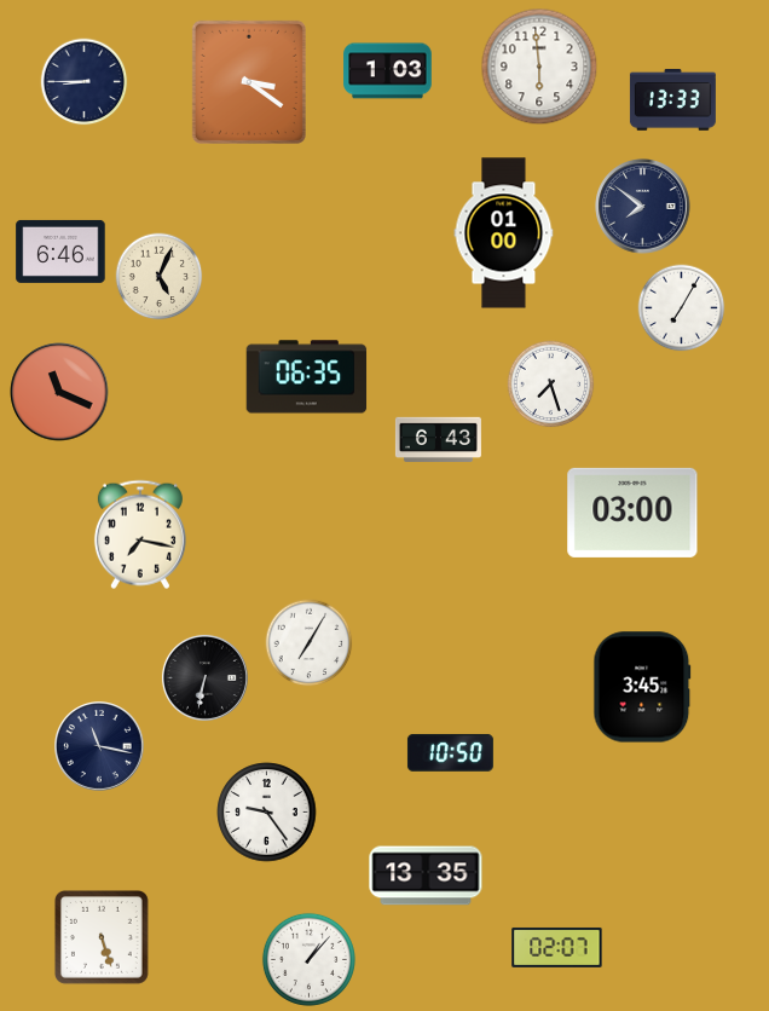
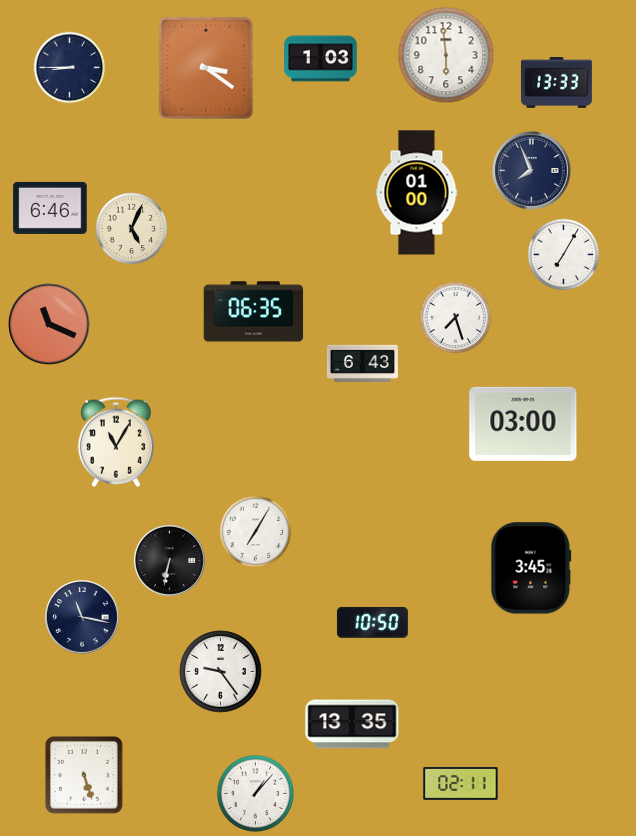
clock at (643, 207): 7:51 -> 7:56
clock at (140, 535): 7:17 -> 11:05
clock at (557, 947): 02:07 -> 02:11
